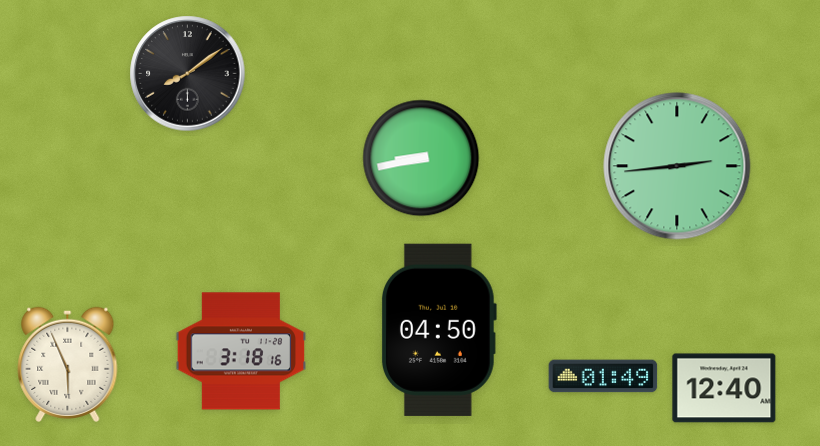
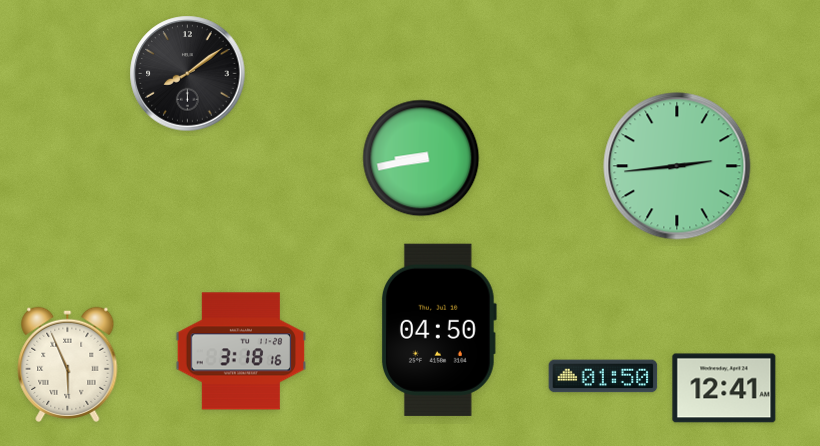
clock at (603, 376): 01:49 -> 01:50
clock at (724, 388): 12:40 -> 12:41
